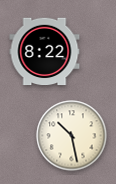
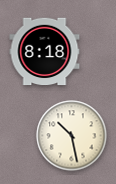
clock at (45, 52): 8:22 -> 8:18
